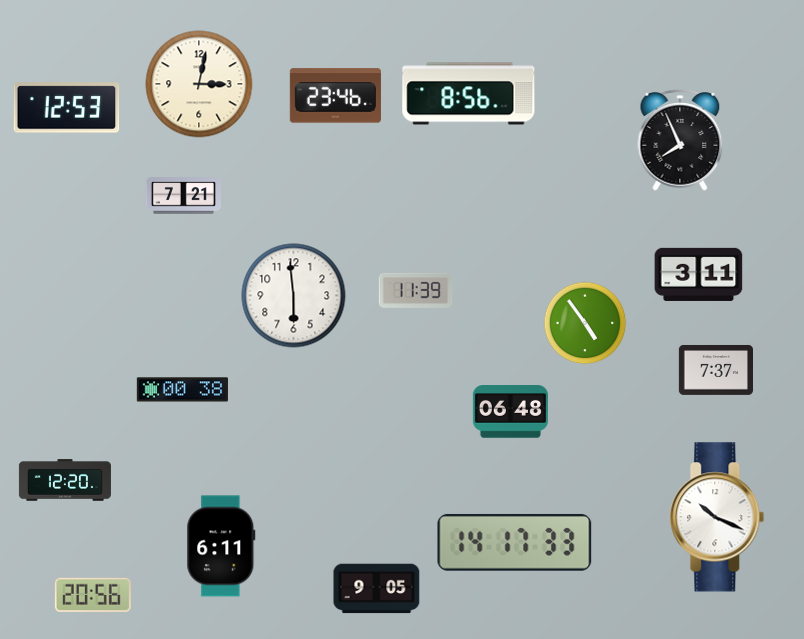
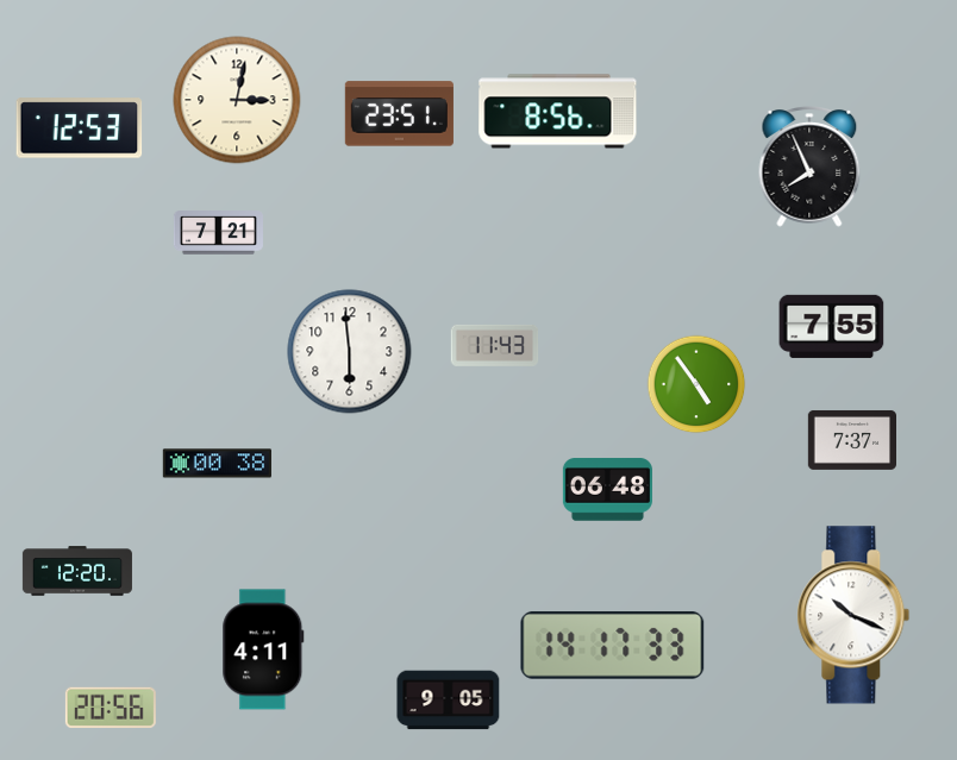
clock at (335, 96): 23:46 -> 23:51
clock at (699, 274): 3:11 -> 7:55
clock at (416, 290): 11:39 -> 11:43
clock at (221, 546): 6:11 -> 4:11
